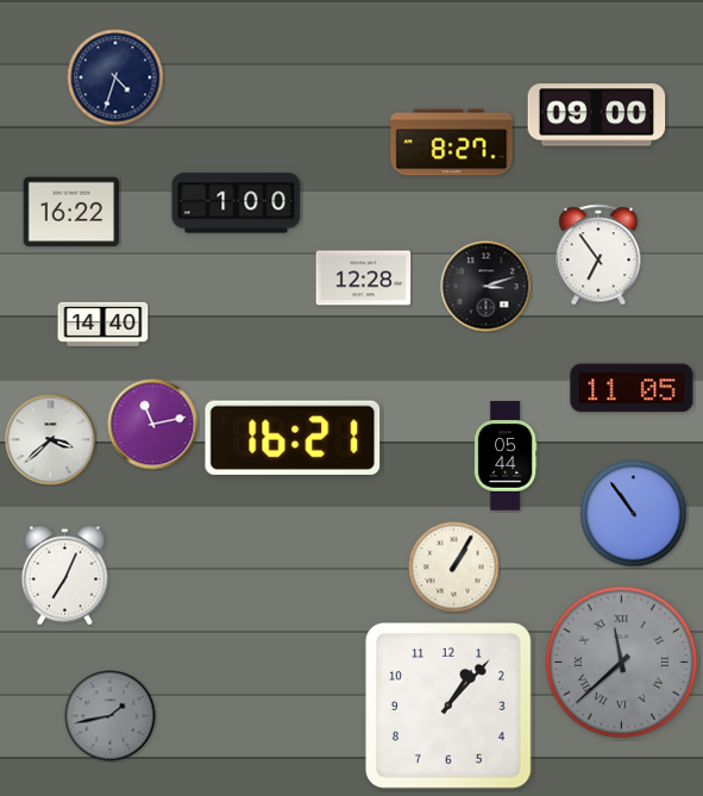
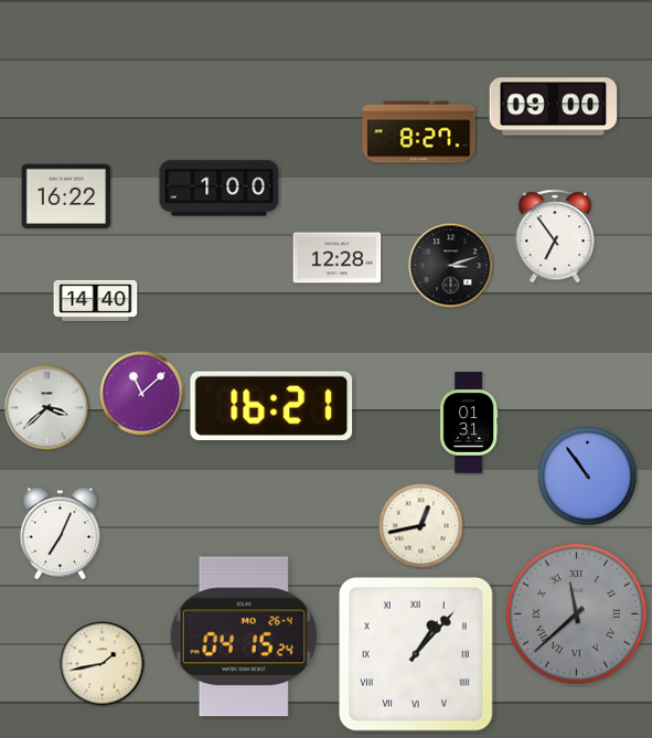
clock at (115, 77): 4:33 -> none
clock at (632, 388): 11:05 -> none
clock at (153, 425): 11:13 -> 11:08
clock at (506, 456): 05:44 -> 01:31
clock at (454, 568): 1:05 -> 12:43
clock at (244, 637): none -> 04:15
clock at (450, 707) numerals: Arabic -> Roman
clock at (111, 716) dial: grey -> cream
